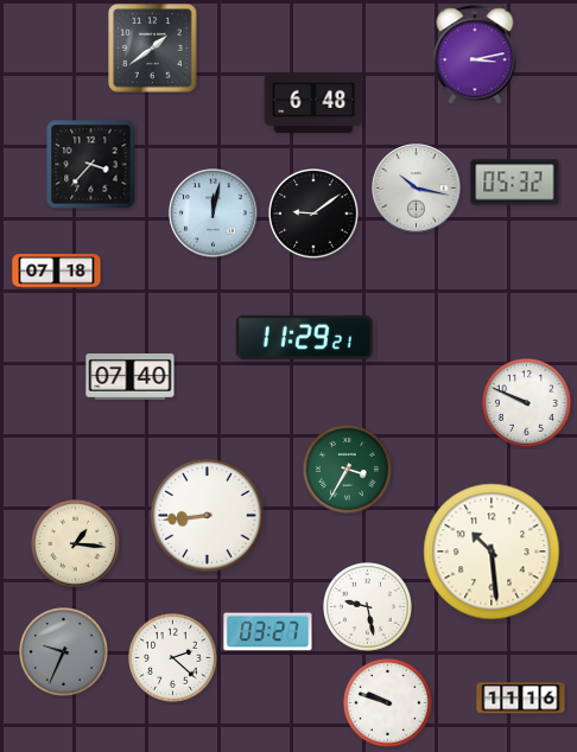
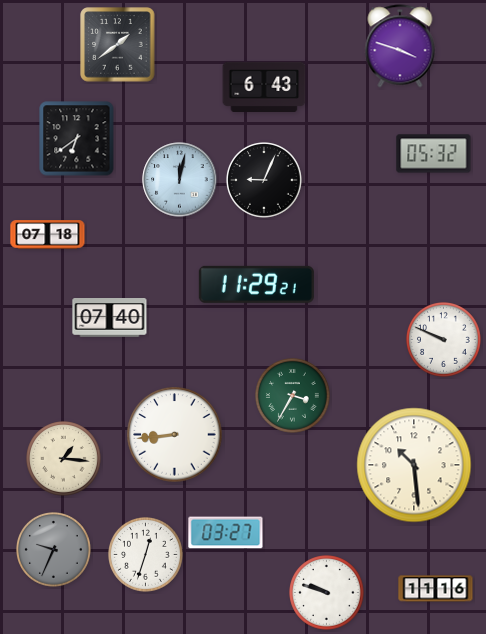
clock at (153, 49) position: (153, 49) -> (118, 45)
clock at (475, 55): 3:13 -> 3:48
clock at (313, 102): 6:48 -> 6:43
clock at (91, 165): 3:37 -> 6:39
clock at (417, 189): 10:17 -> none
clock at (315, 215): 9:09 -> 9:04
clock at (57, 272) position: (57, 272) -> (48, 235)
clock at (368, 607): 9:28 -> none
clock at (173, 658): 2:22 -> 12:33
clock at (521, 699) position: (521, 699) -> (436, 589)
